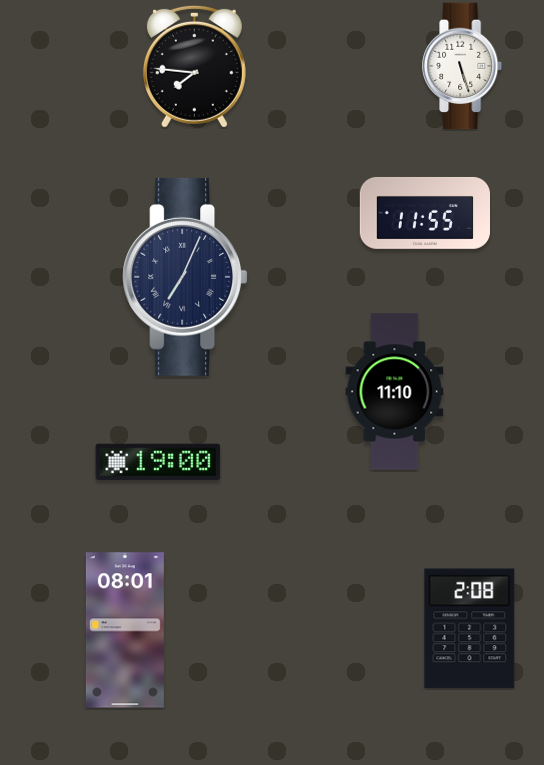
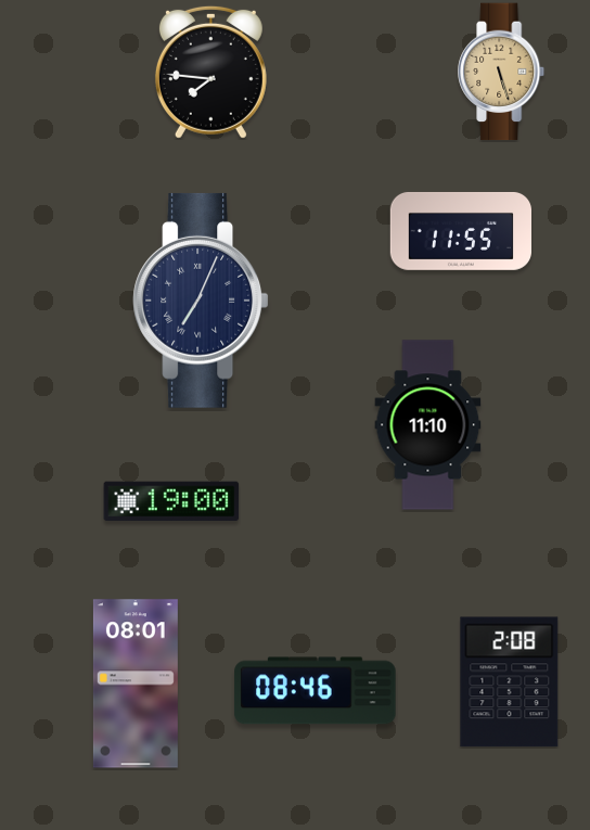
clock at (463, 66) dial: white -> champagne
clock at (316, 691): none -> 08:46
